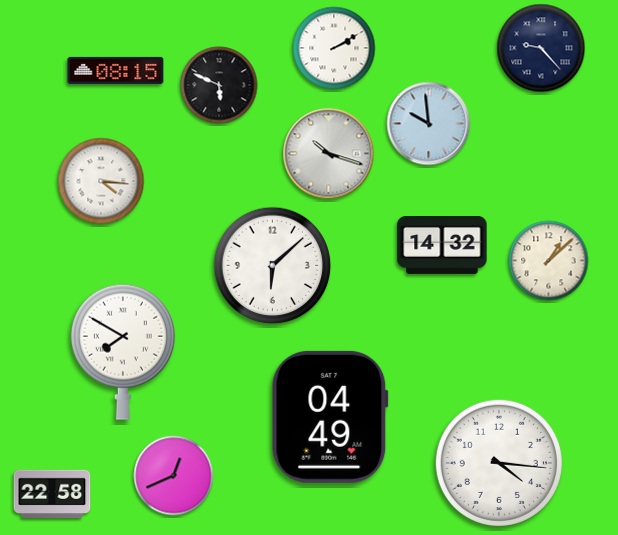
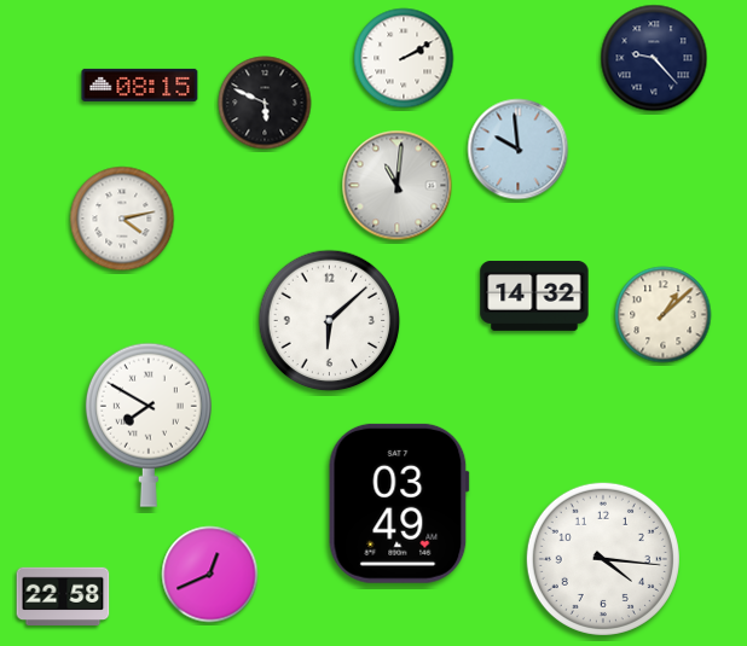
clock at (329, 154): 10:18 -> 11:01
clock at (101, 181): 4:16 -> 4:13
clock at (330, 417): 04:49 -> 03:49
